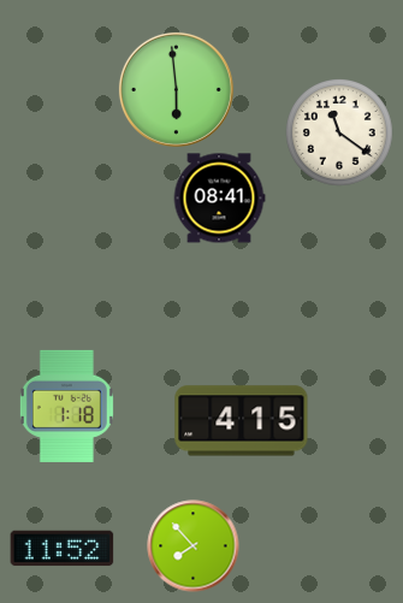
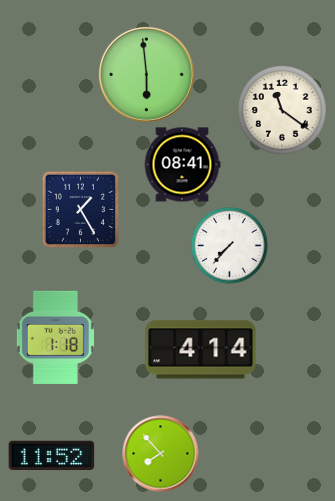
clock at (80, 209): none -> 1:25
clock at (230, 246): none -> 7:37
clock at (242, 421): 4:15 -> 4:14
